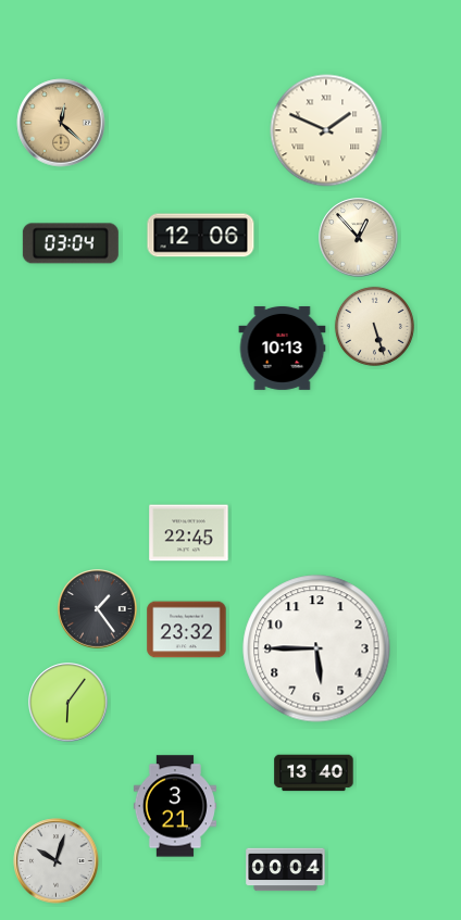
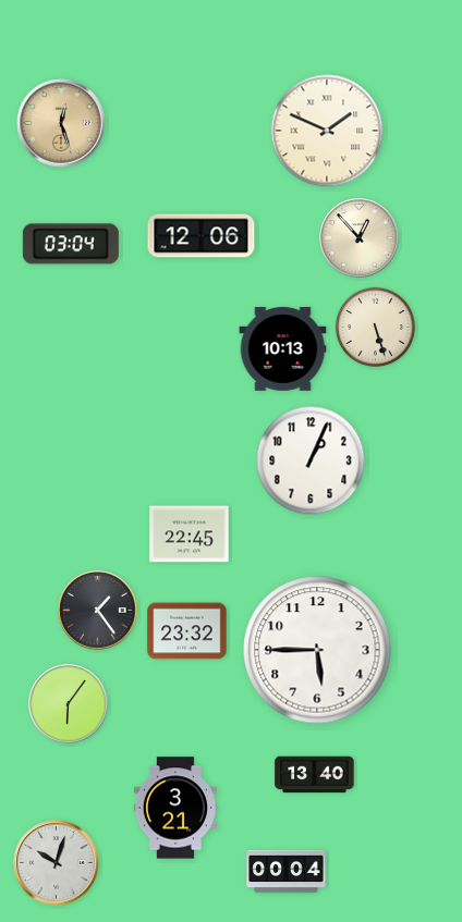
clock at (61, 123): 12:22 -> 12:27
clock at (311, 460): none -> 1:04
